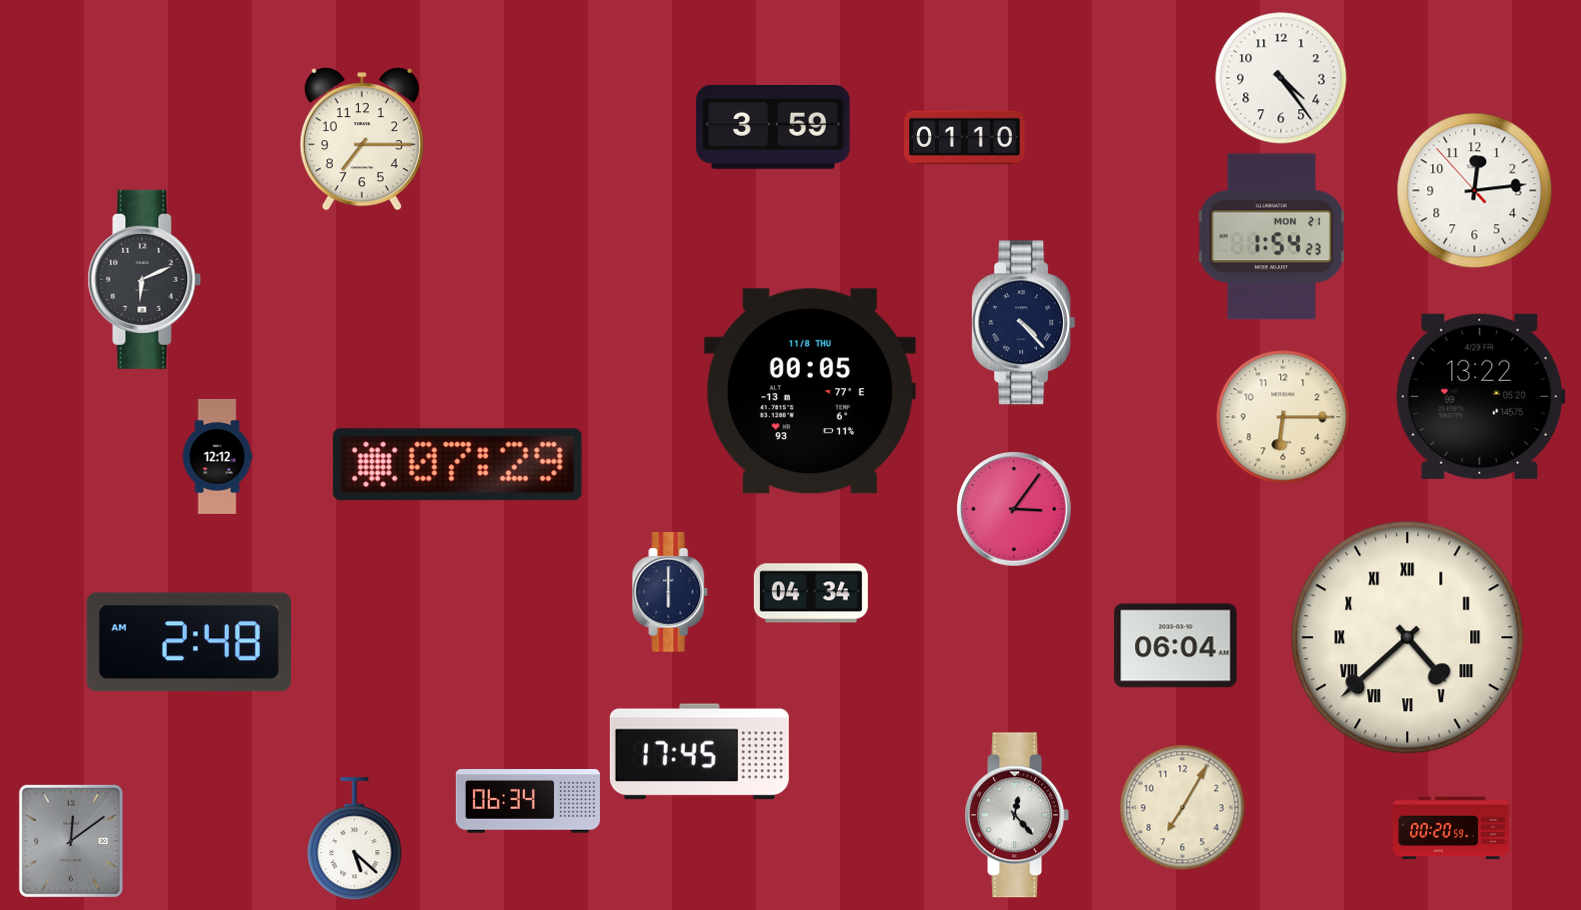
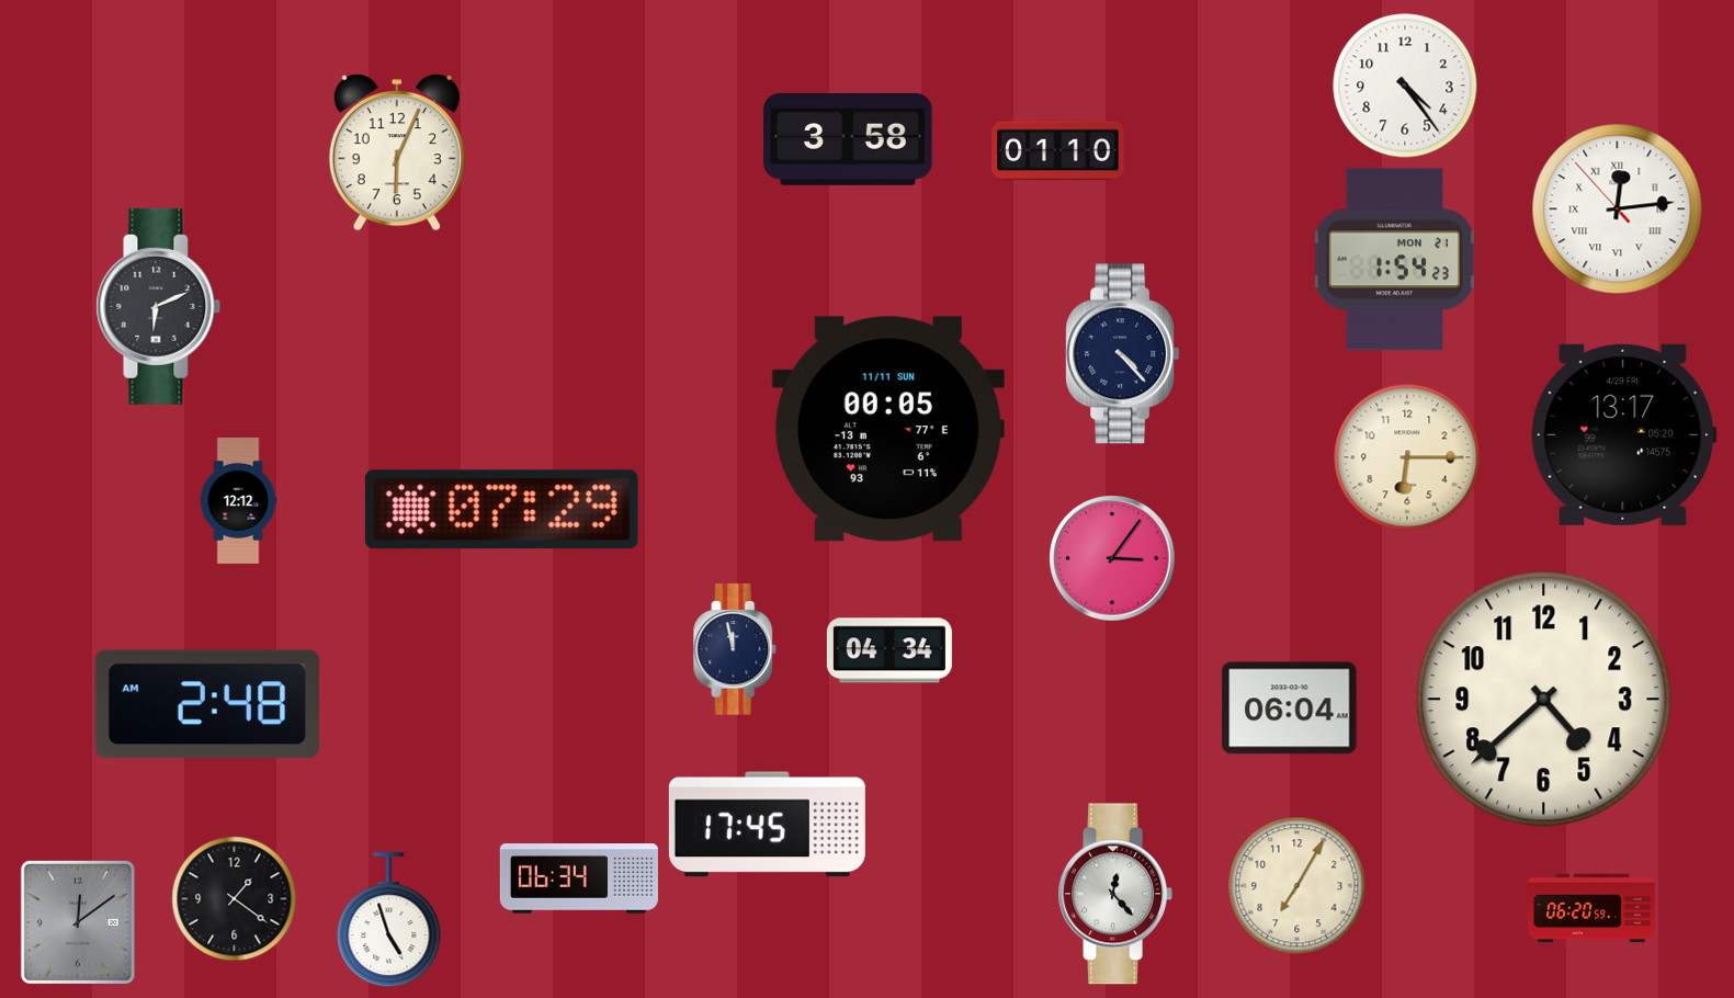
clock at (773, 127): 3:59 -> 3:58
clock at (362, 139): 7:15 -> 6:04
clock at (1475, 191) numerals: Arabic -> Roman
clock at (810, 391) date: 11/8 THU -> 11/11 SUN
clock at (1481, 396): 13:22 -> 13:17
clock at (670, 592): 6:00 -> 11:58
clock at (1408, 638) numerals: Roman -> Arabic
clock at (235, 899): none -> 1:21
clock at (1451, 828): 00:20 -> 06:20
clock at (355, 839): 5:22 -> 4:57
